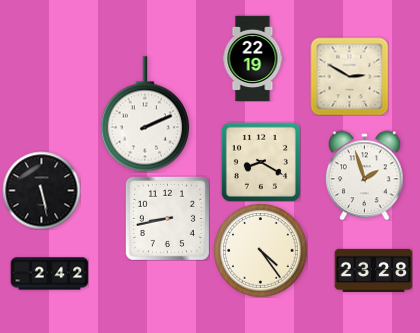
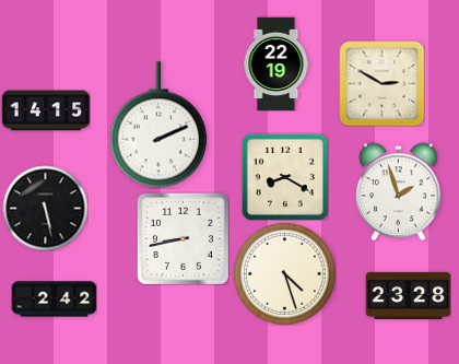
clock at (46, 110): none -> 14:15
clock at (260, 250): 4:24 -> 4:27
